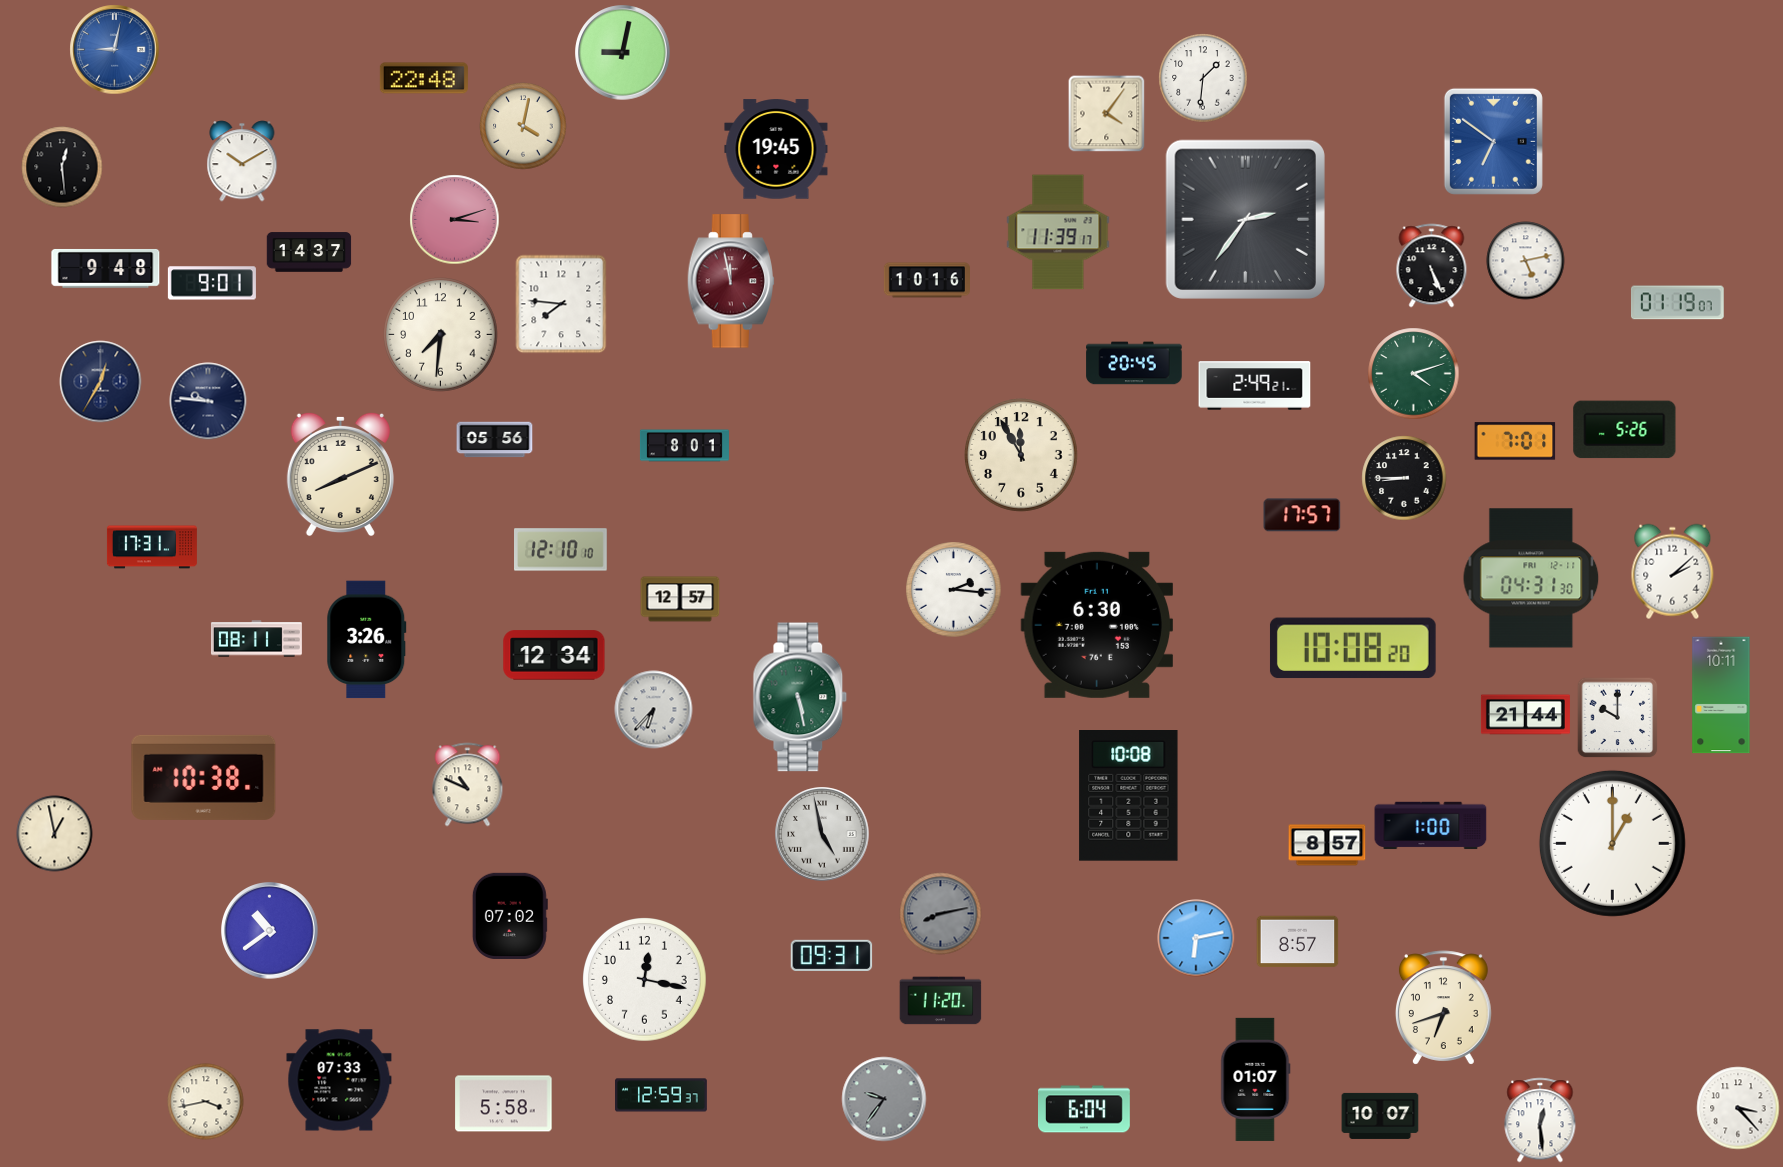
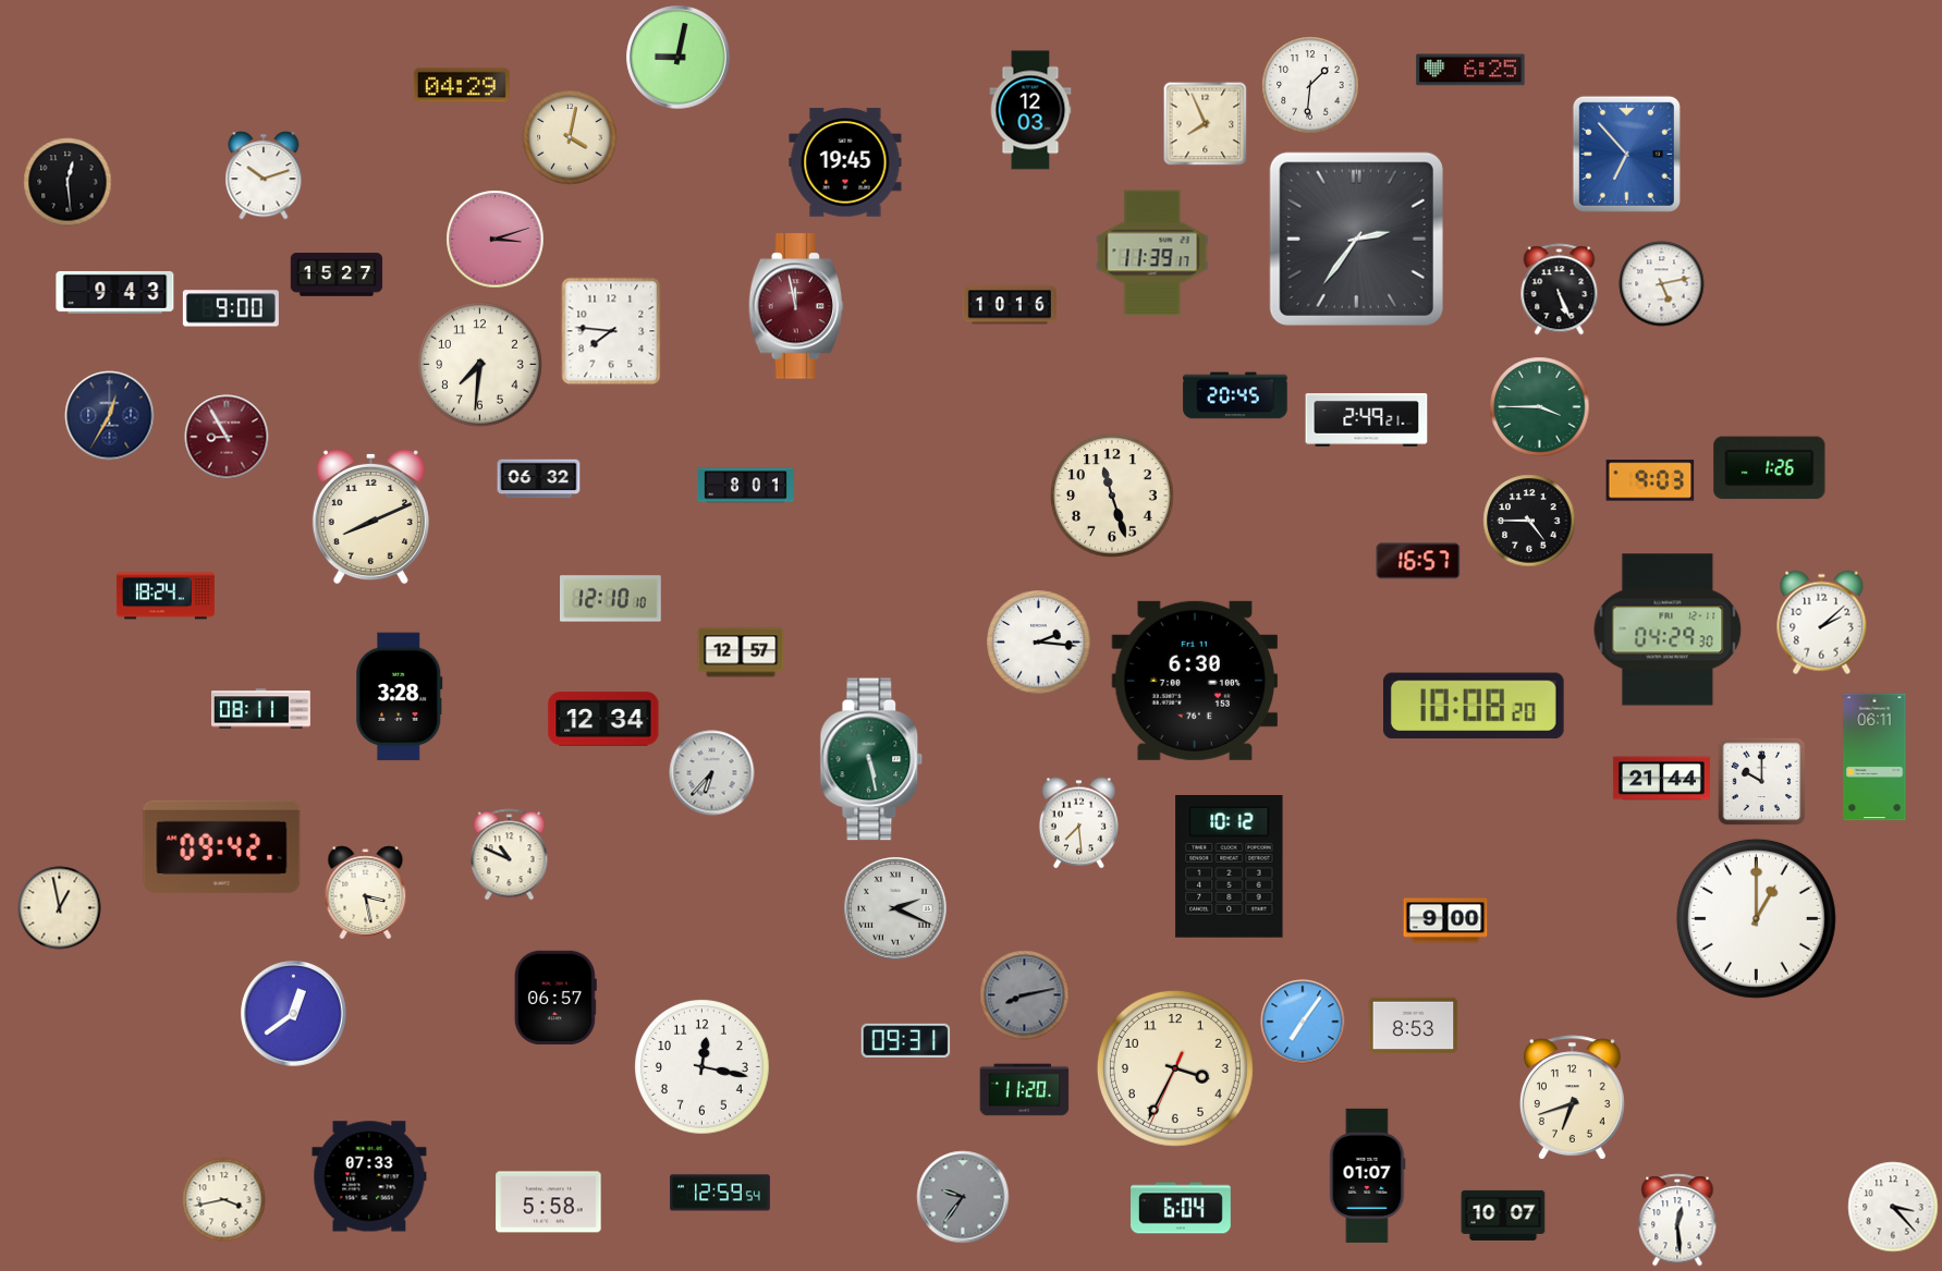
clock at (115, 50): 9:02 -> none
clock at (1470, 70): none -> 6:25
clock at (424, 78): 22:48 -> 04:29
clock at (1030, 110): none -> 12:03
clock at (1106, 113): 4:06 -> 7:56
clock at (1493, 141): 6:51 -> 6:53
clock at (242, 161): 10:10 -> 10:12
clock at (309, 252): 14:37 -> 15:27
clock at (106, 268): 9:48 -> 9:43
clock at (212, 283): 9:01 -> 9:00
clock at (1677, 303): 01:19 -> none
clock at (1414, 374): 4:12 -> 3:45
clock at (208, 401): 9:46 -> 8:55
clock at (208, 401) dial: navy -> burgundy
clock at (1625, 430): 5:26 -> 1:26
clock at (495, 440): 05:56 -> 06:32
clock at (1515, 441): 7:01 -> 9:03
clock at (1021, 455): 11:55 -> 11:27
clock at (1404, 478): 8:45 -> 4:45
clock at (1302, 515): 17:57 -> 16:57
clock at (152, 547): 17:31 -> 18:24
clock at (1531, 578): 04:31 -> 04:29
clock at (256, 639) position: (256, 639) -> (260, 709)
clock at (367, 640): 3:26 -> 3:28
clock at (554, 655) position: (554, 655) -> (603, 719)
clock at (1721, 695): 10:11 -> 06:11
clock at (1078, 823): none -> 7:29
clock at (204, 777): 10:38 -> 09:42
clock at (1129, 796): 10:08 -> 10:12
clock at (366, 893): none -> 3:28
clock at (1431, 826): 1:00 -> none
clock at (822, 834): 4:58 -> 2:19
clock at (1327, 845): 8:57 -> 9:00
clock at (510, 916): 07:02 -> 06:57
clock at (270, 931): 10:39 -> 12:39
clock at (1196, 938): 6:13 -> 7:06
clock at (1298, 942): 8:57 -> 8:53
clock at (1175, 1068): none -> 3:34
clock at (662, 1095): 12:59:37 -> 12:59:54
